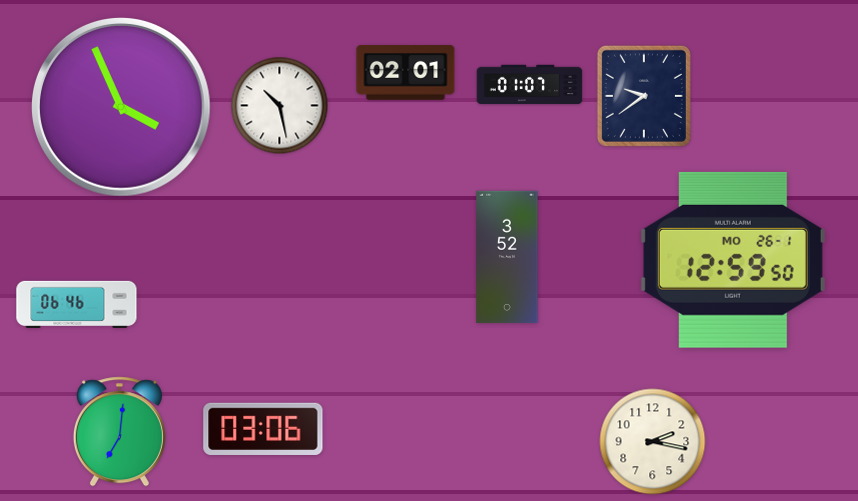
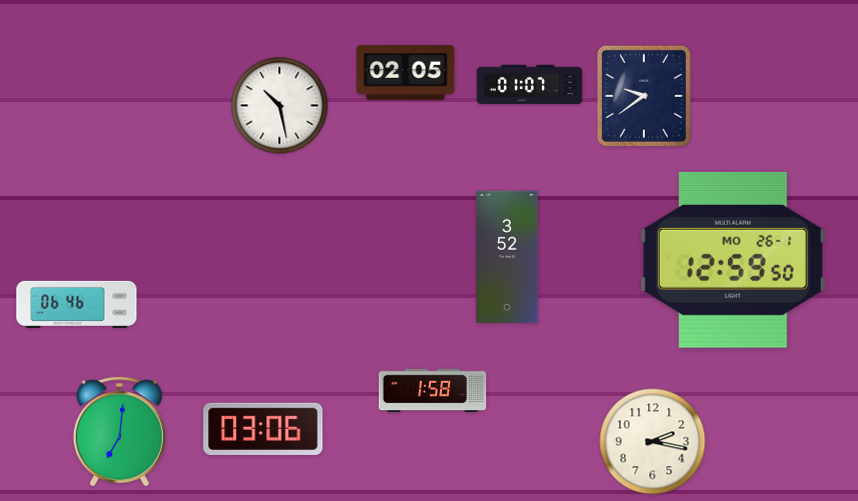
clock at (406, 73): 02:01 -> 02:05
clock at (122, 108): 3:56 -> none
clock at (433, 391): none -> 1:58
